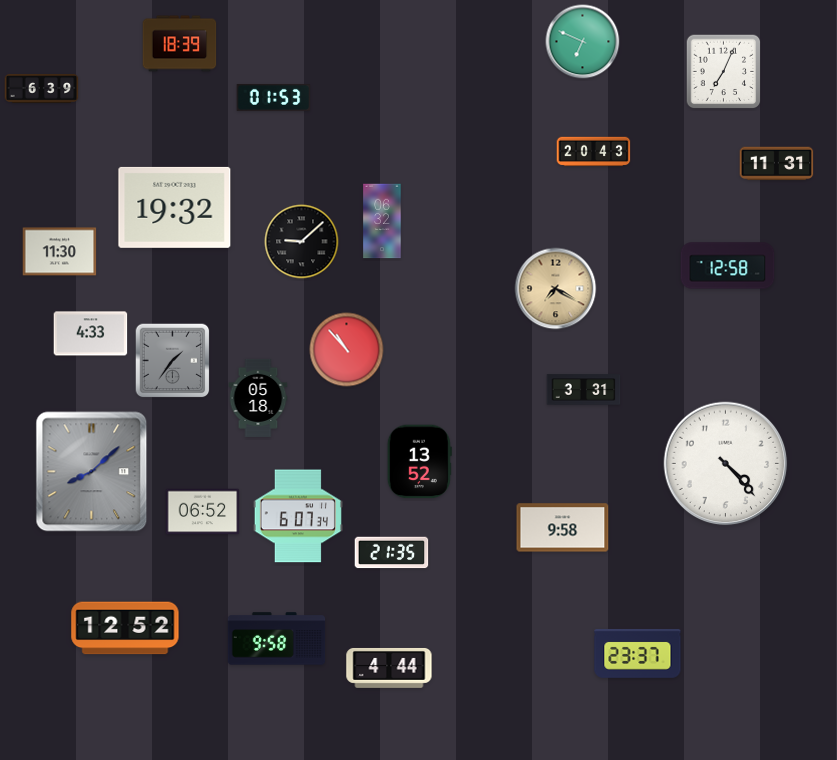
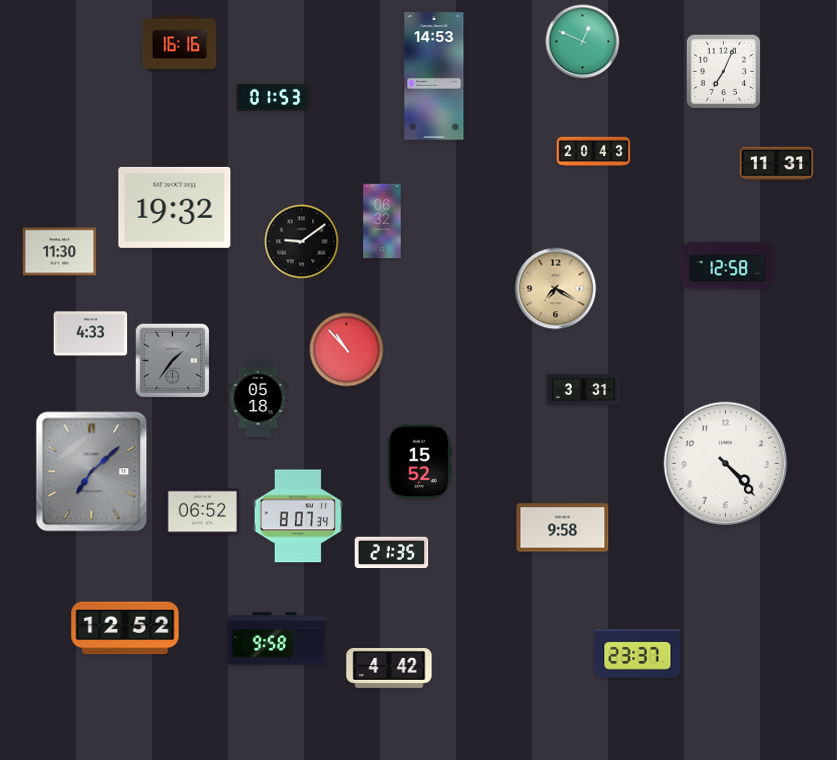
clock at (583, 42): 6:49 -> 12:49
clock at (180, 44): 18:39 -> 16:16
clock at (434, 76): none -> 14:53
clock at (42, 89): 6:39 -> none
clock at (302, 242): 9:08 -> 9:09
clock at (419, 462): 13:52 -> 15:52
clock at (92, 472): 8:08 -> 7:08
clock at (298, 516): 6:07 -> 8:07
clock at (389, 668): 4:44 -> 4:42
